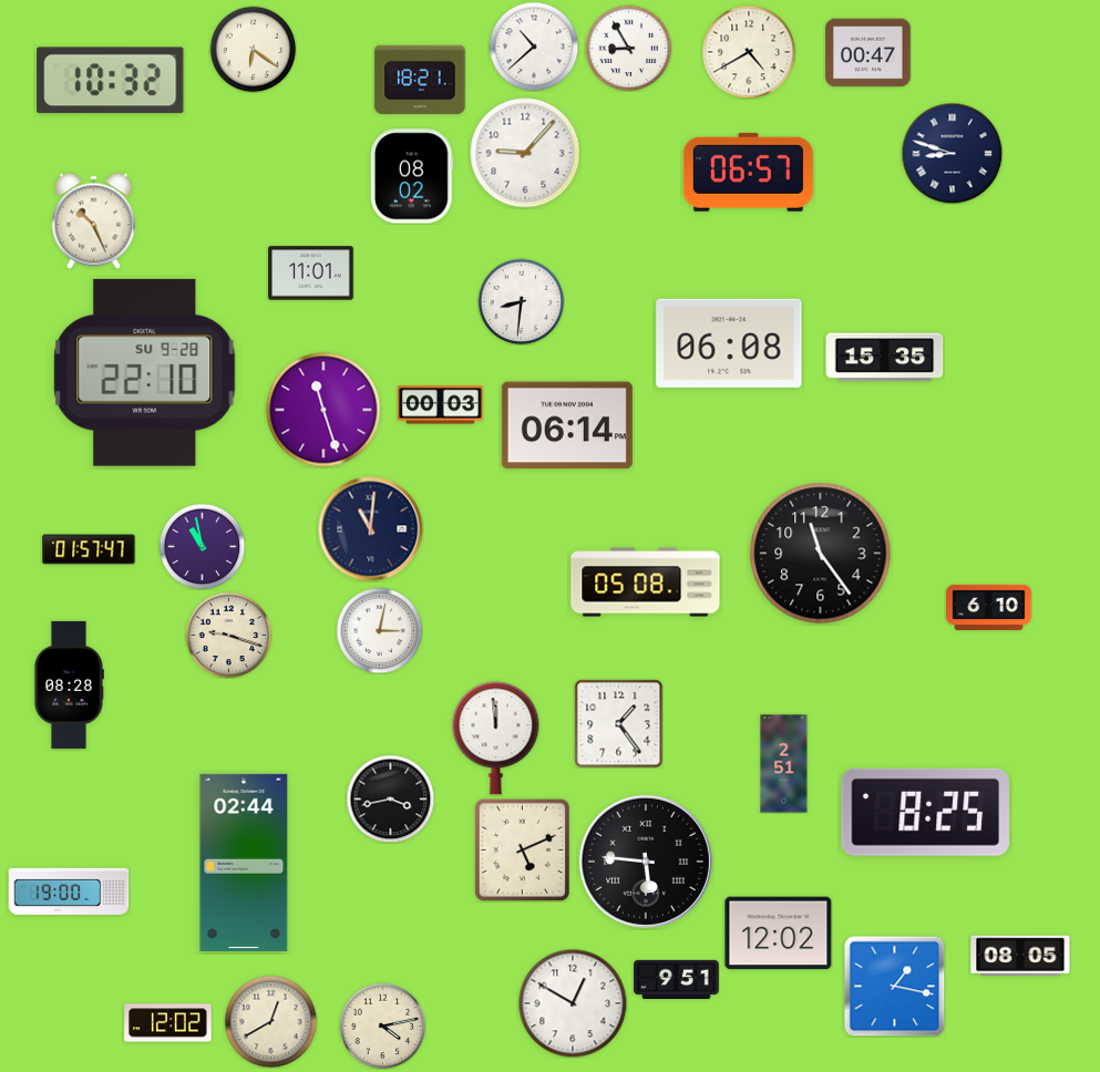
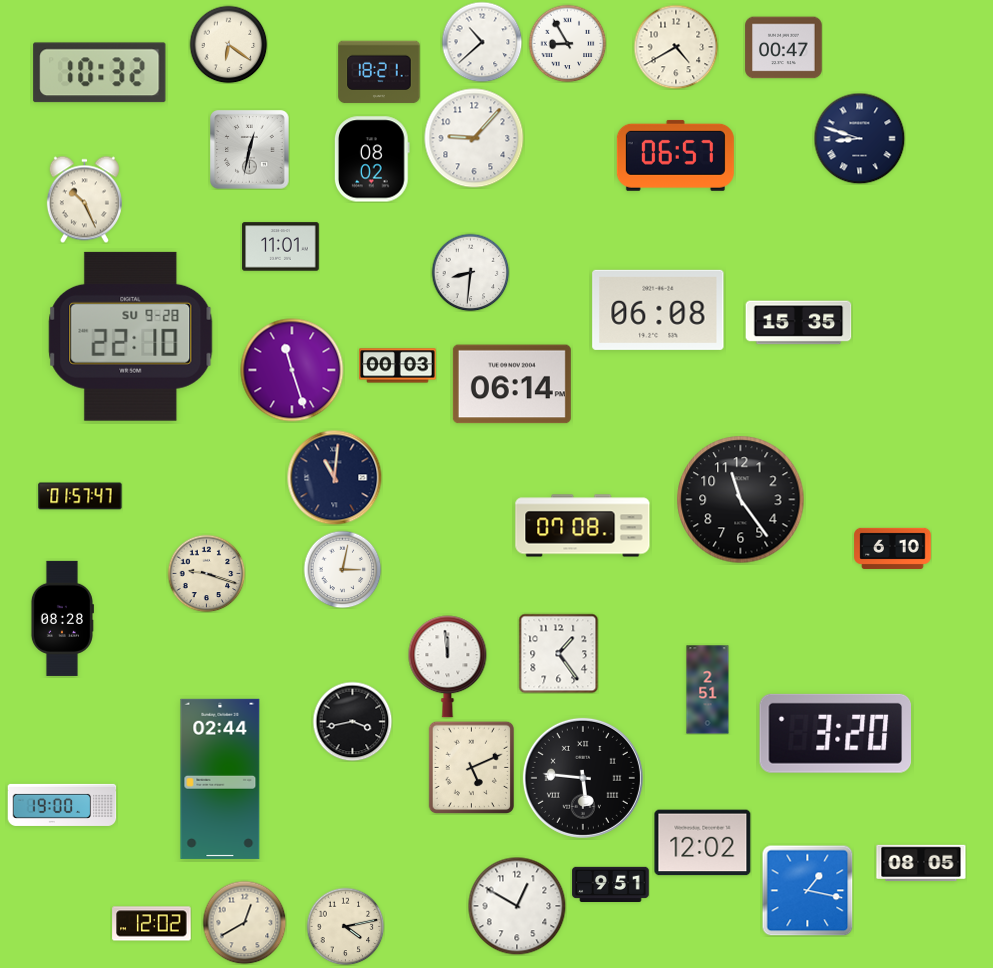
clock at (250, 150): none -> 12:32
clock at (202, 546): 10:58 -> none
clock at (646, 583): 05:08 -> 07:08
clock at (925, 812): 8:25 -> 3:20
